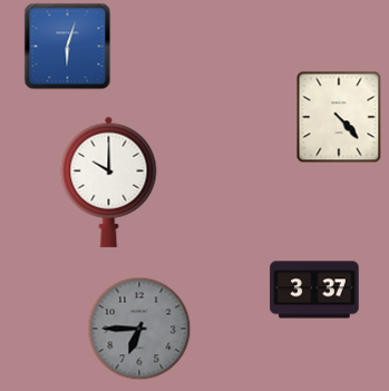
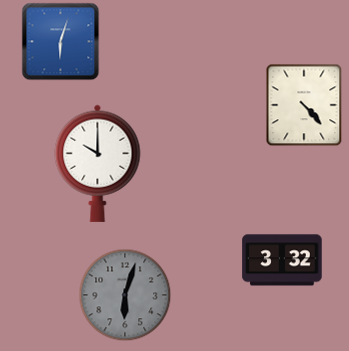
clock at (314, 290): 3:37 -> 3:32
clock at (139, 329): 6:45 -> 6:03
